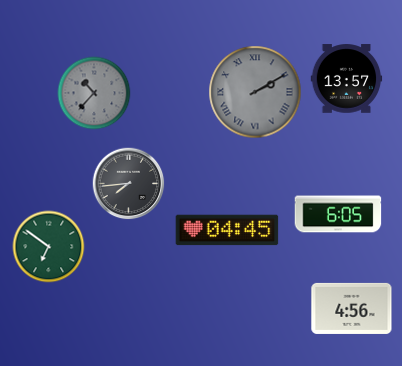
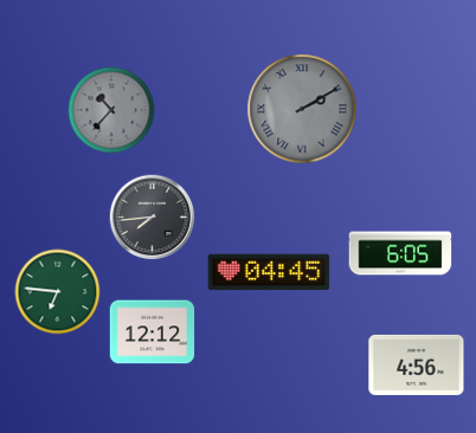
clock at (347, 79): 13:57 -> none
clock at (49, 247): 6:51 -> 6:46
clock at (153, 332): none -> 12:12
